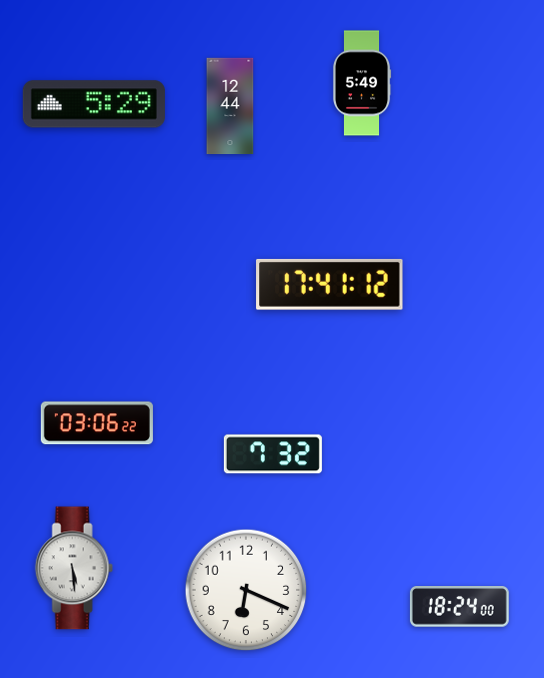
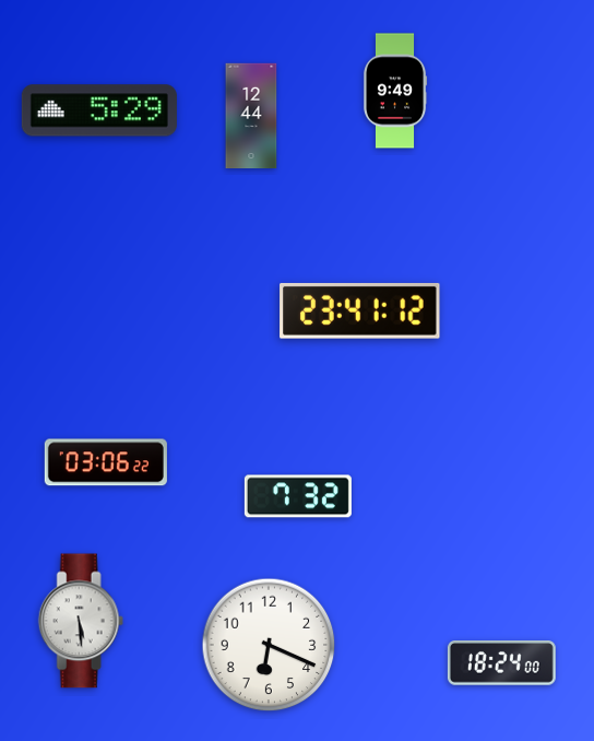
clock at (362, 83): 5:49 -> 9:49
clock at (94, 104) position: (94, 104) -> (99, 110)
clock at (330, 284): 17:41 -> 23:41
